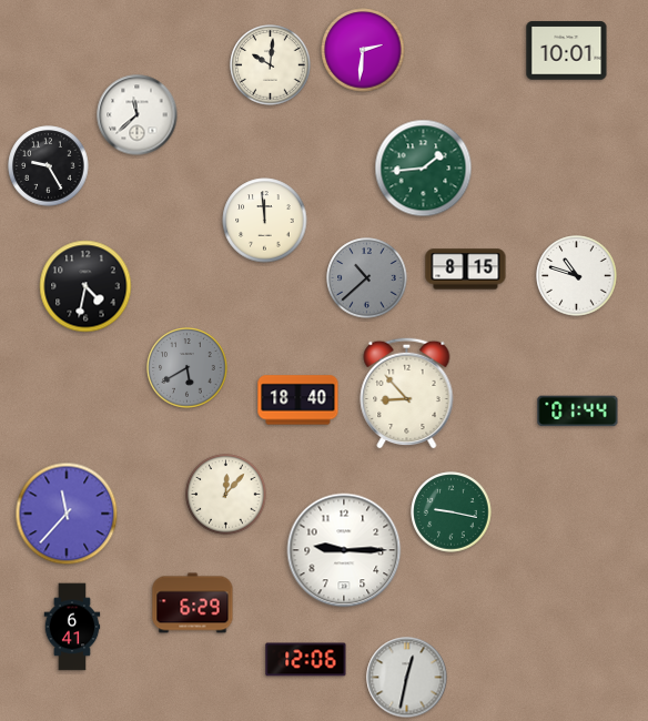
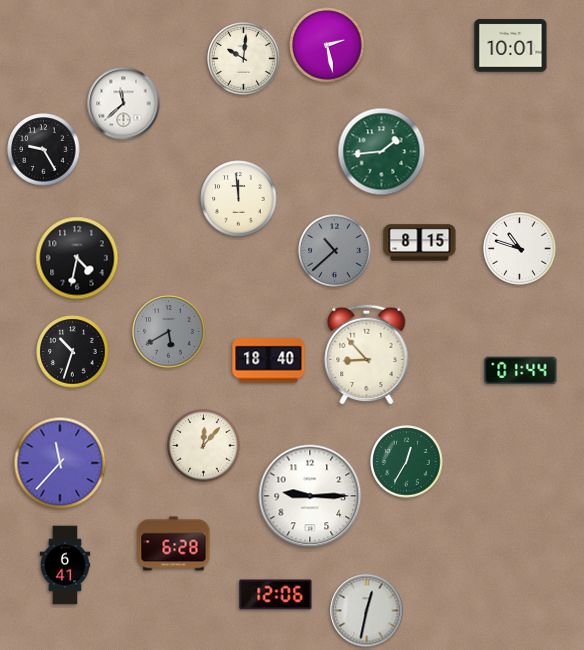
clock at (363, 50): 2:31 -> 2:28
clock at (367, 278) position: (367, 278) -> (335, 251)
clock at (73, 352): none -> 10:33
clock at (452, 512): 9:17 -> 12:35
clock at (193, 603): 6:29 -> 6:28
